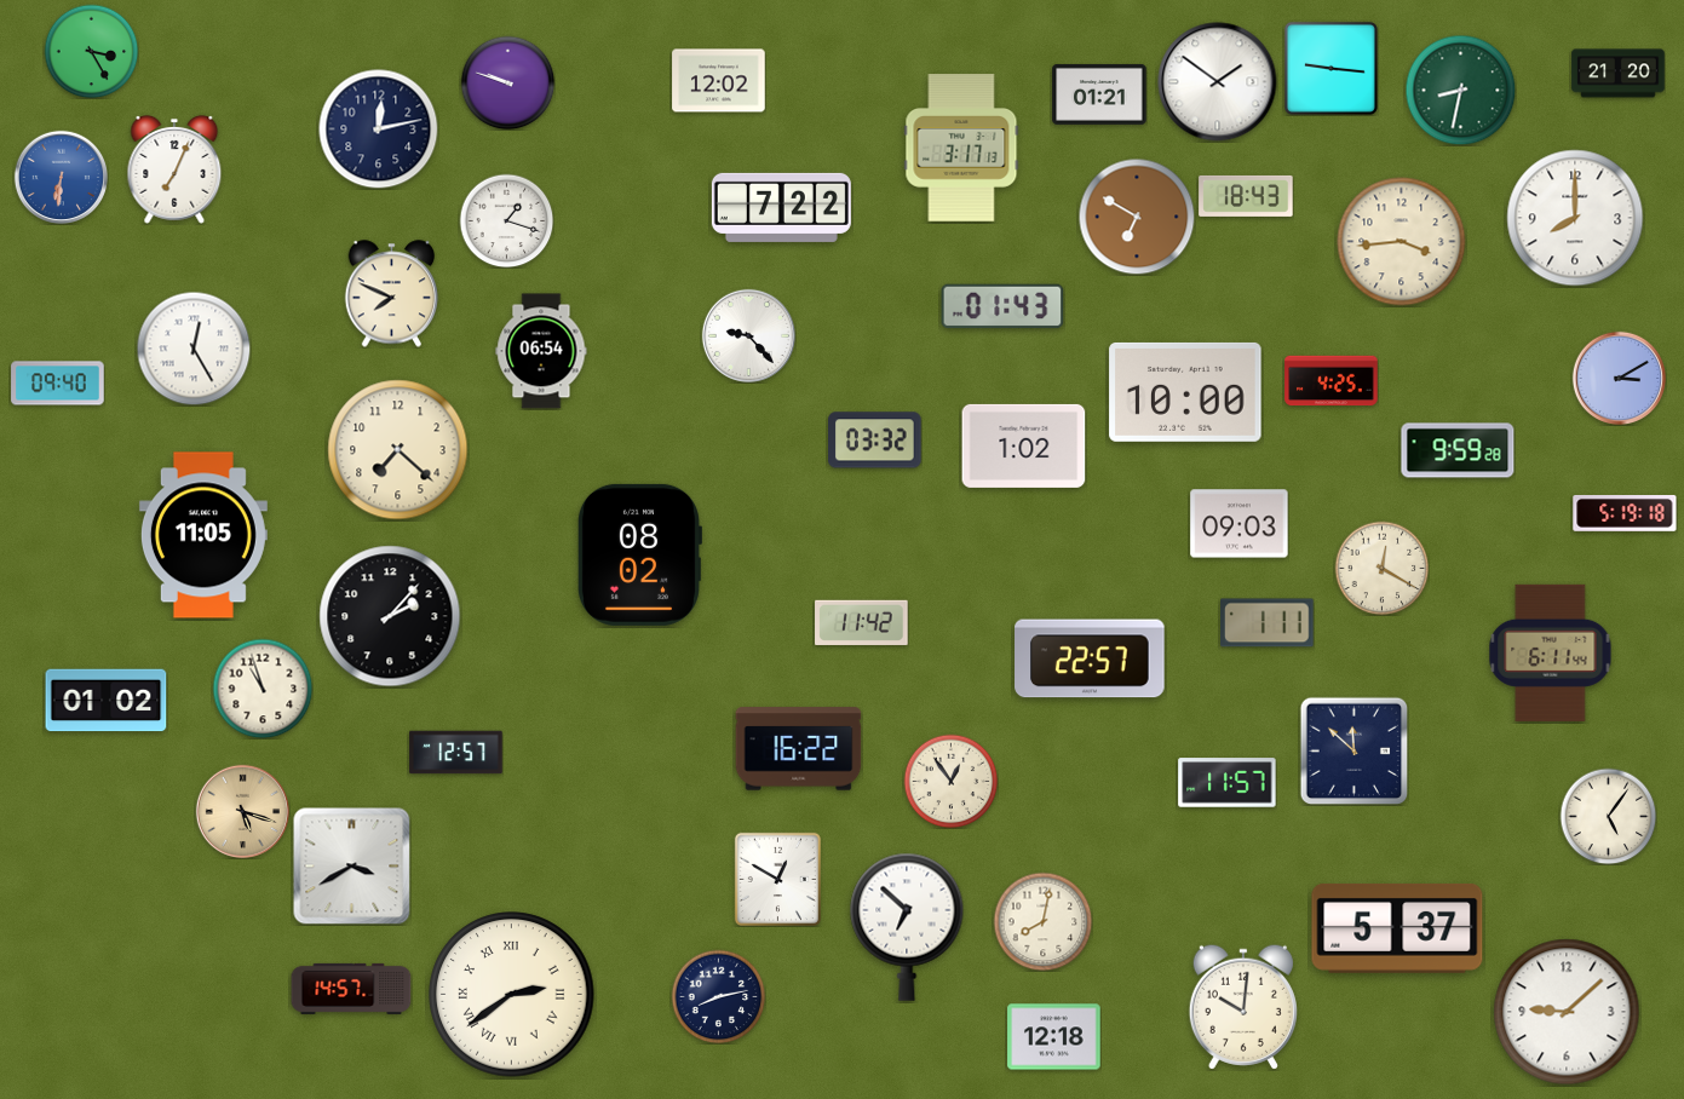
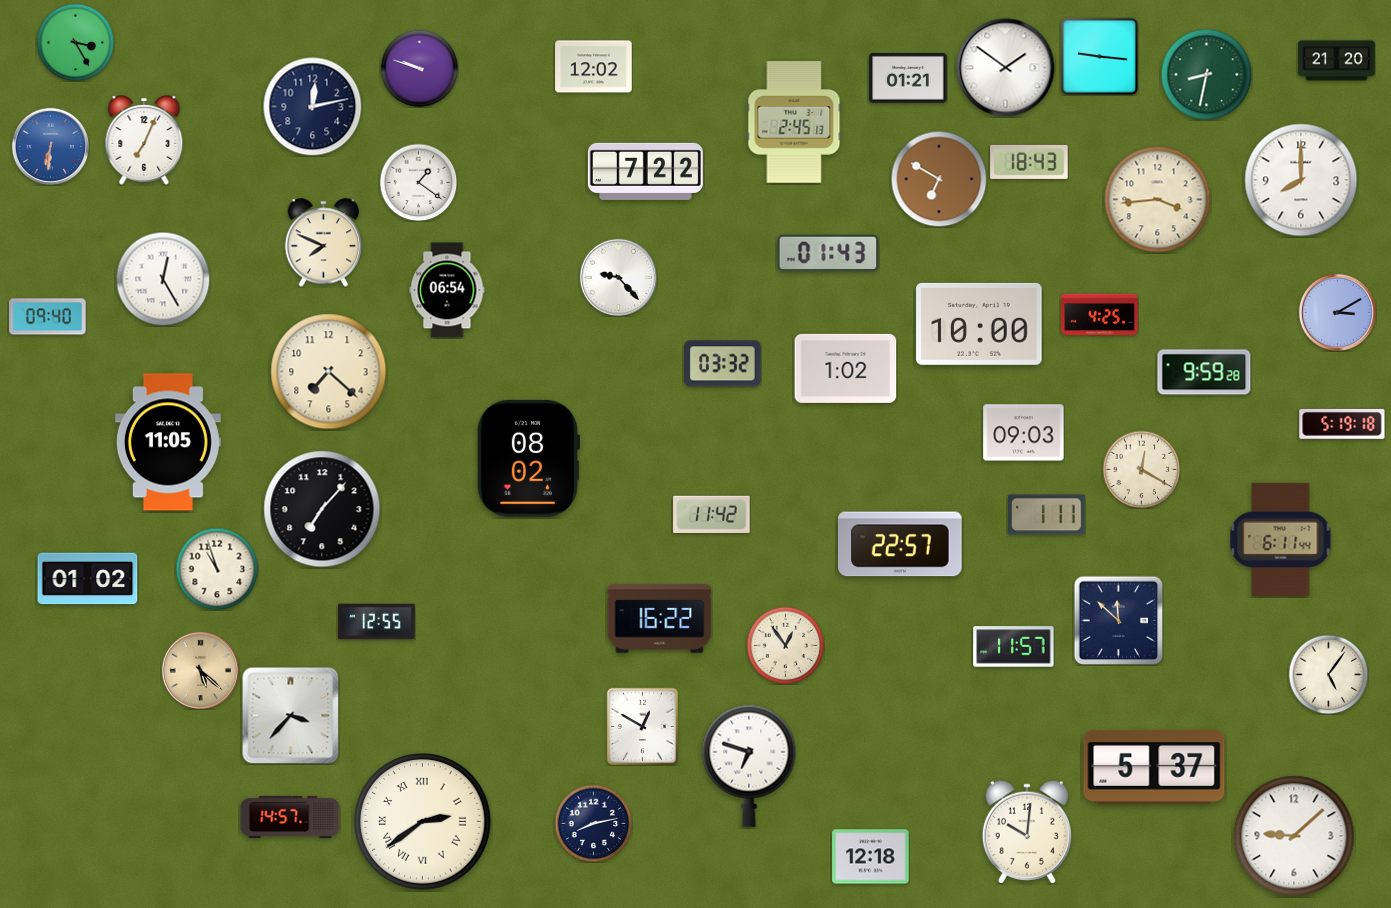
clock at (961, 148): 3:17 -> 2:45
clock at (506, 220): 1:18 -> 1:21
clock at (194, 349) position: (194, 349) -> (163, 279)
clock at (390, 616): 2:07 -> 7:07
clock at (456, 753): 12:57 -> 12:55
clock at (242, 811): 5:18 -> 5:22
clock at (352, 867): 3:40 -> 3:37
clock at (1042, 921): 8:02 -> none
clock at (907, 927): 6:52 -> 6:48
